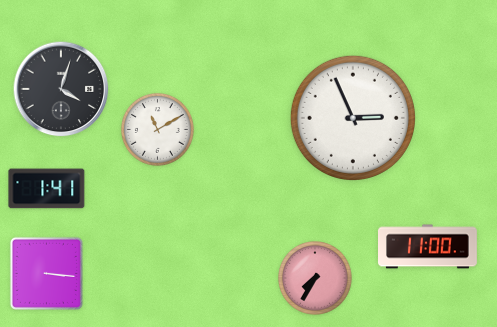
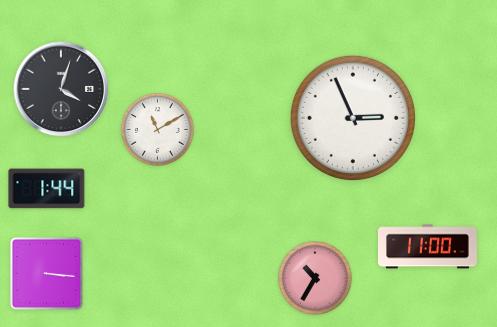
clock at (47, 189): 1:41 -> 1:44
clock at (316, 279): 7:35 -> 10:35
